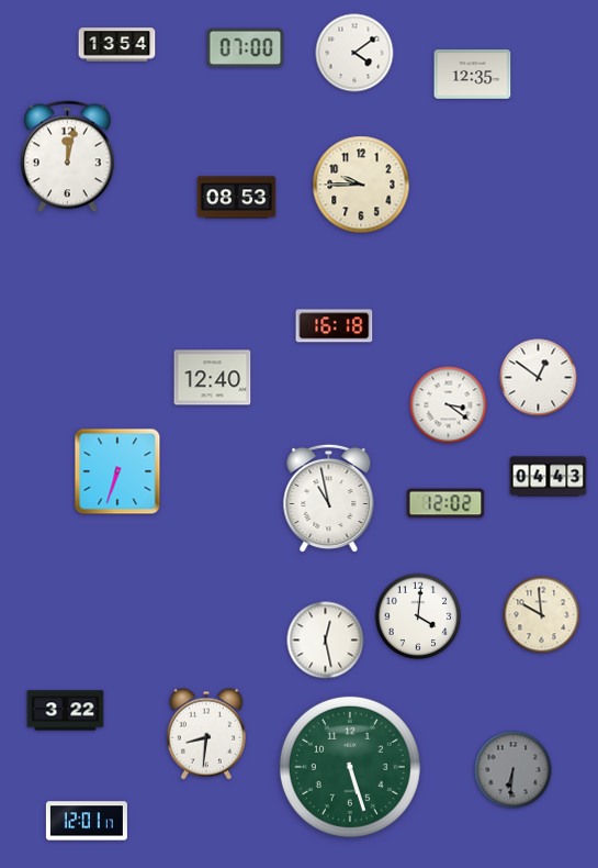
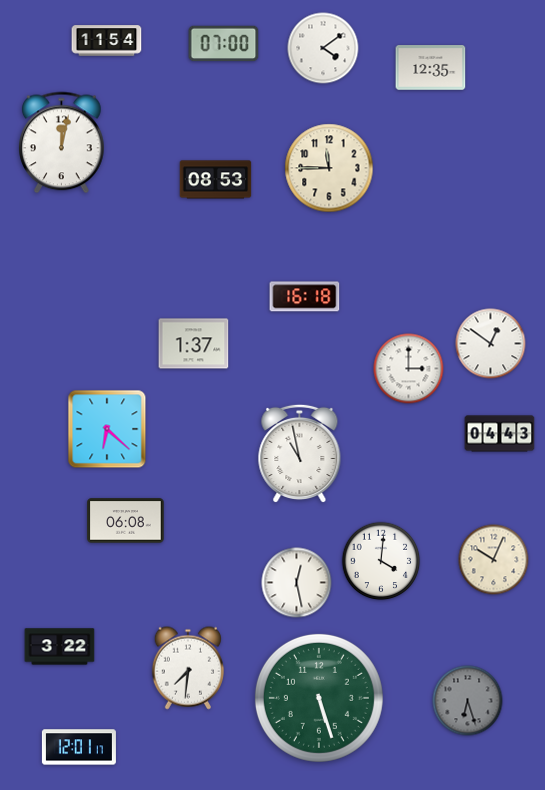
clock at (117, 45): 13:54 -> 11:54
clock at (361, 185): 9:45 -> 11:45
clock at (213, 378): 12:40 -> 1:37
clock at (449, 405): 3:21 -> 3:00
clock at (117, 471): 6:33 -> 6:22
clock at (445, 503): 12:02 -> none
clock at (126, 521): none -> 06:08
clock at (542, 615): 9:59 -> 10:04
clock at (205, 734): 8:31 -> 7:31
clock at (514, 770): 6:31 -> 6:27
